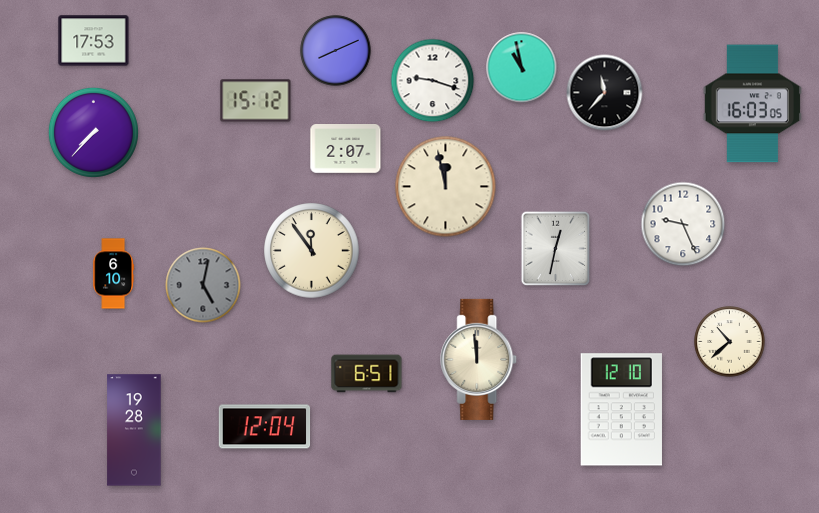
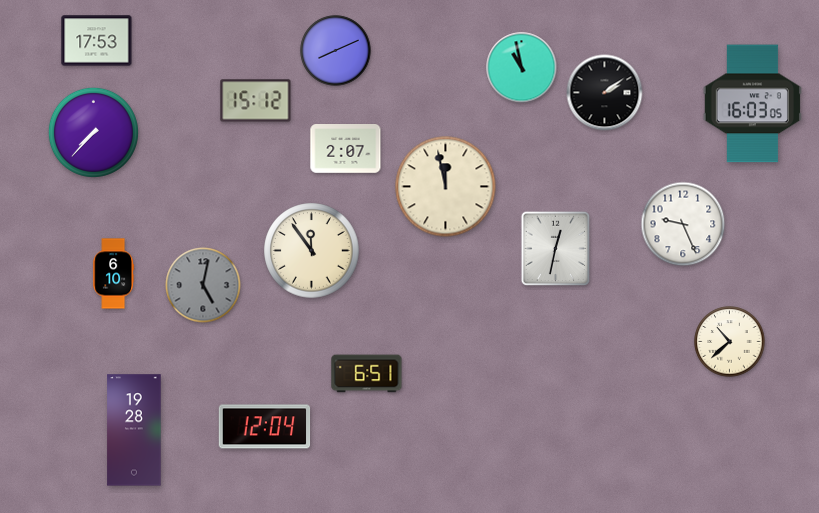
clock at (94, 41) position: (94, 41) -> (97, 41)
clock at (433, 81): 9:18 -> none
clock at (605, 93): 11:37 -> 2:09
clock at (479, 359): 11:59 -> none
clock at (621, 410): 12:10 -> none
